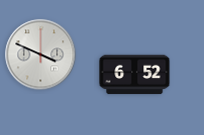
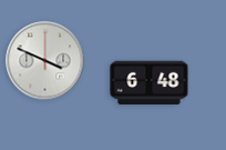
clock at (135, 75): 6:52 -> 6:48
